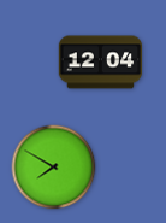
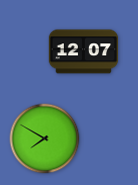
clock at (101, 63): 12:04 -> 12:07
